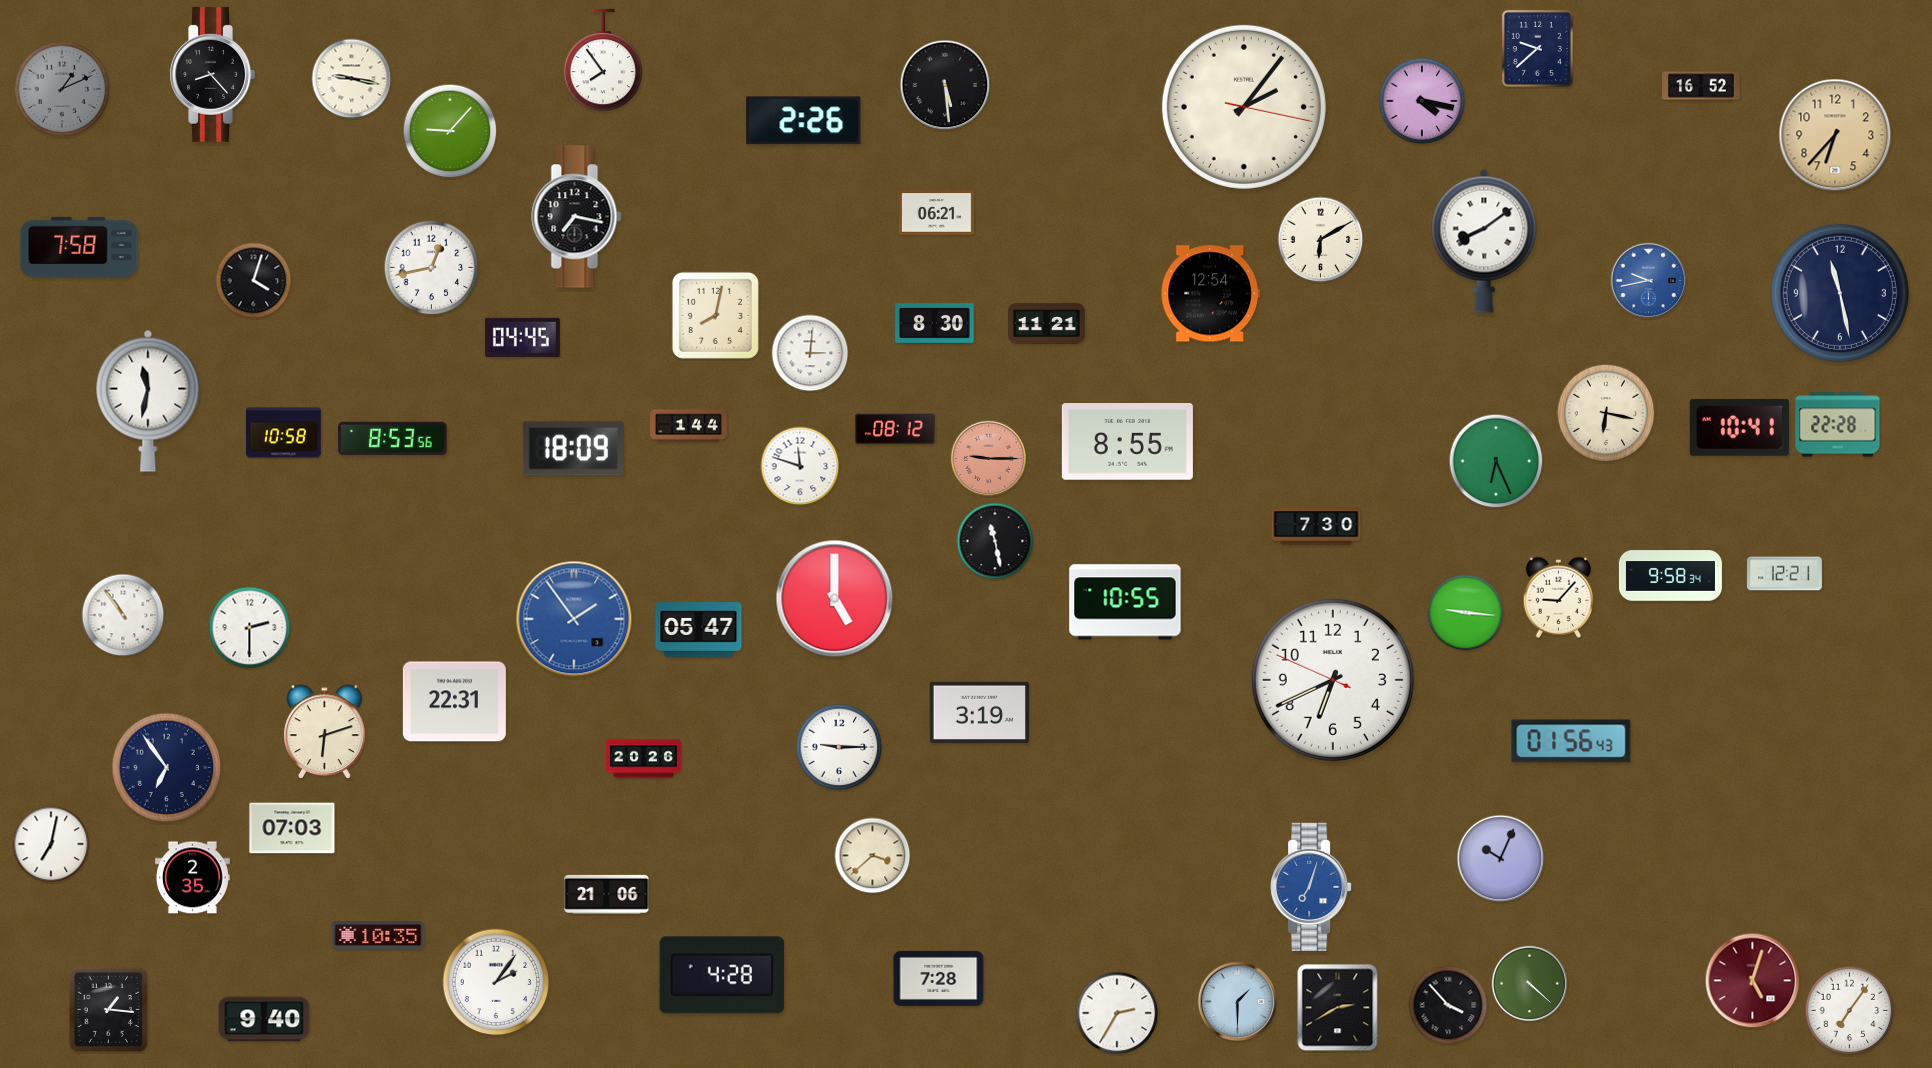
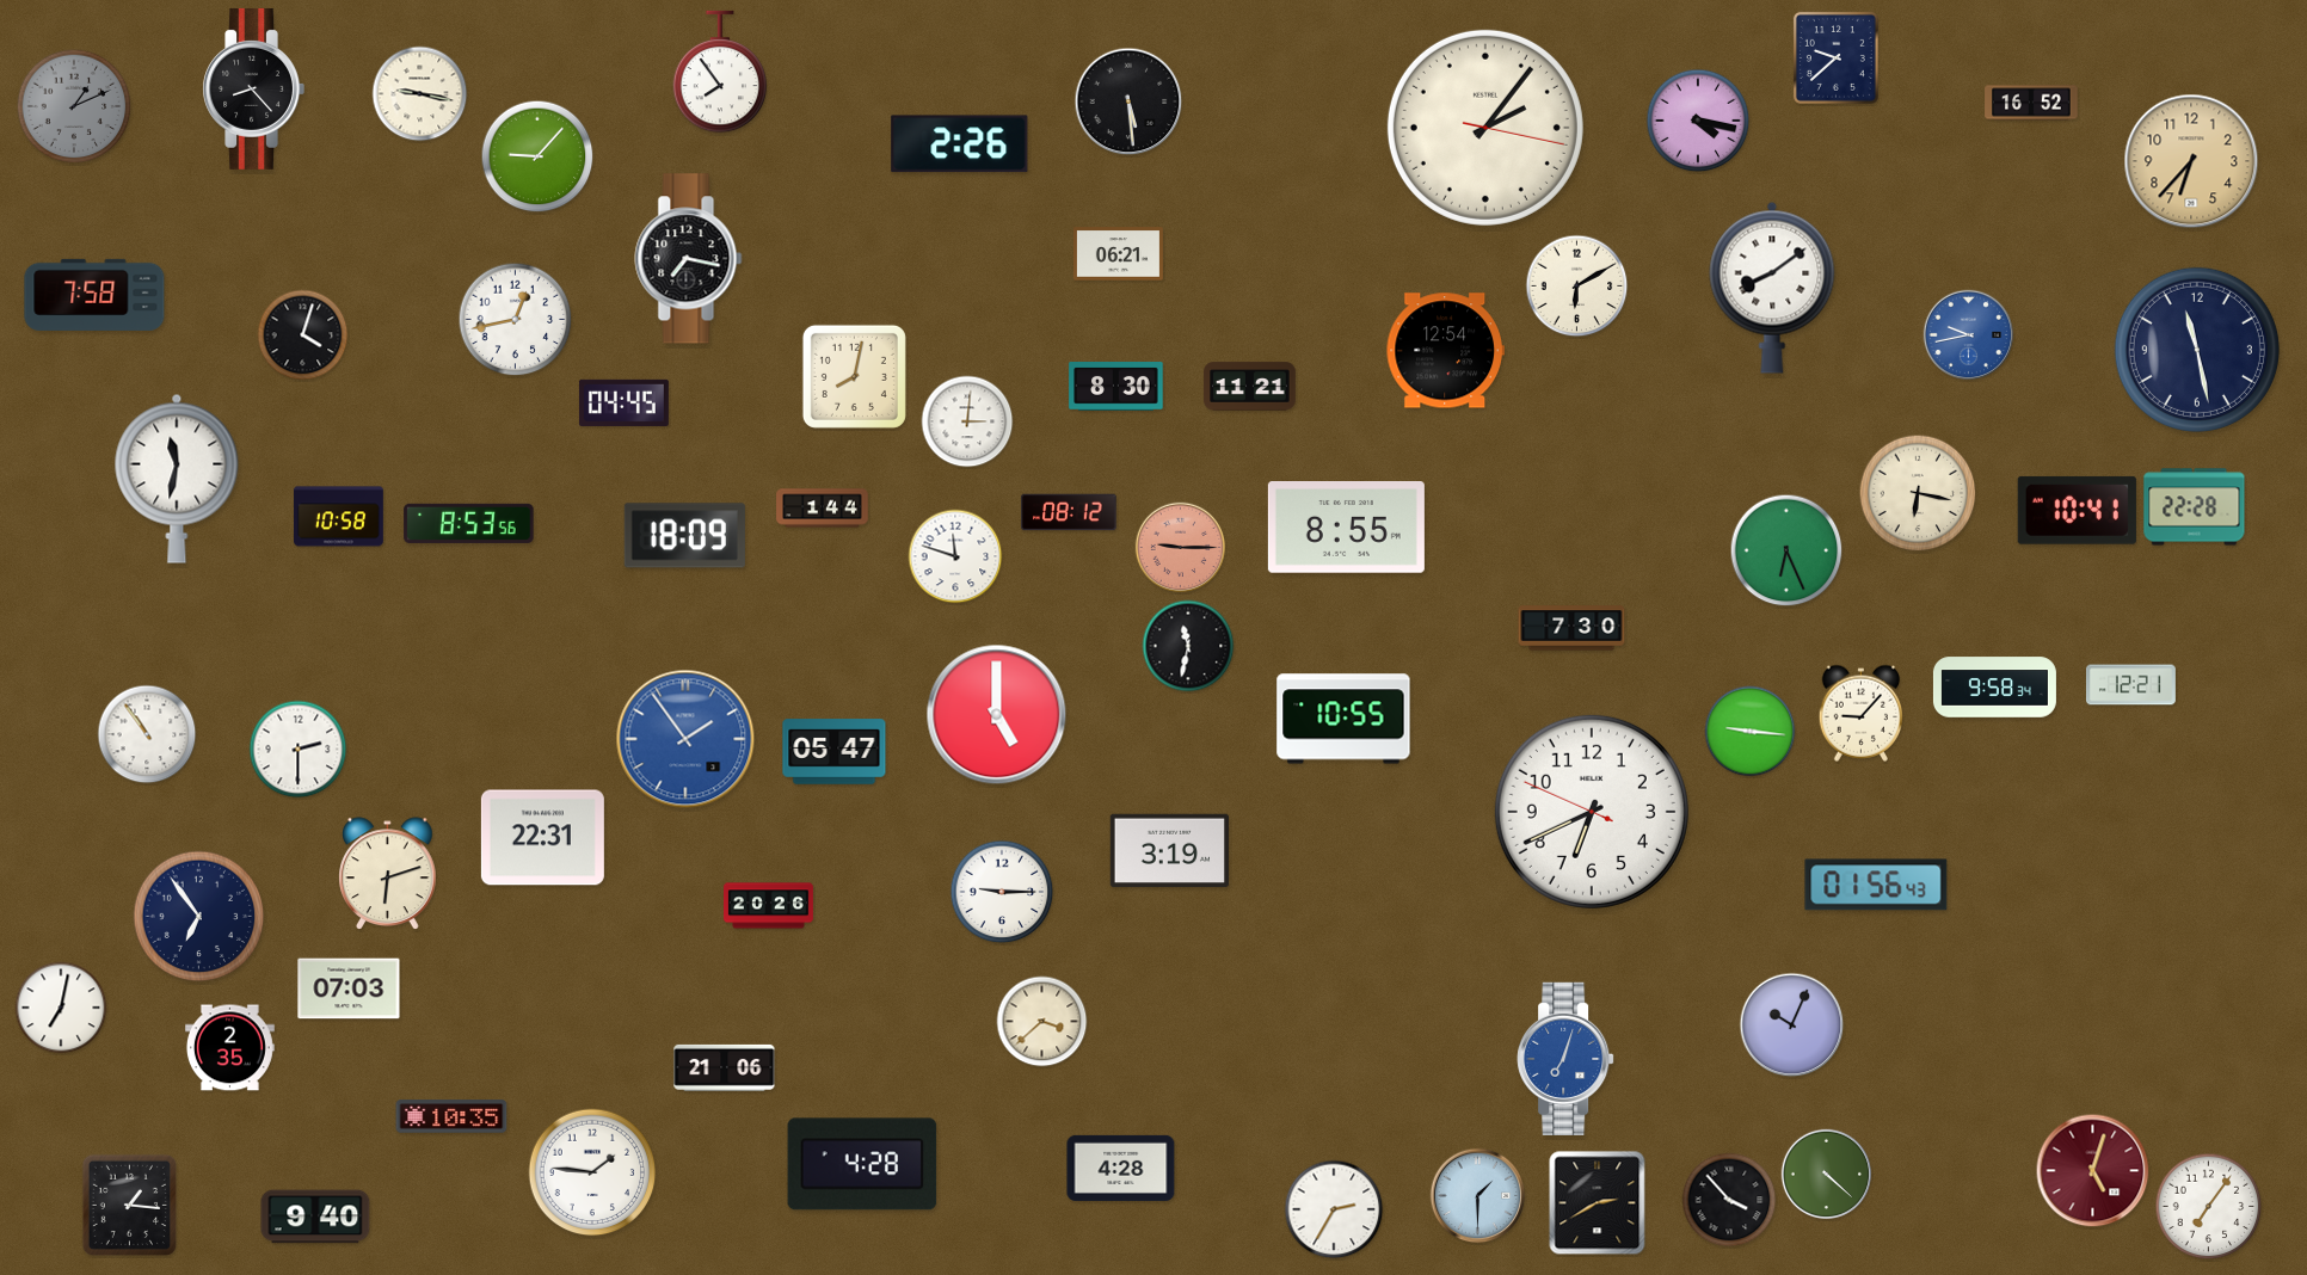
clock at (995, 541): 11:28 -> 11:32
clock at (939, 978): 7:28 -> 4:28
clock at (496, 982): 2:06 -> 1:46
